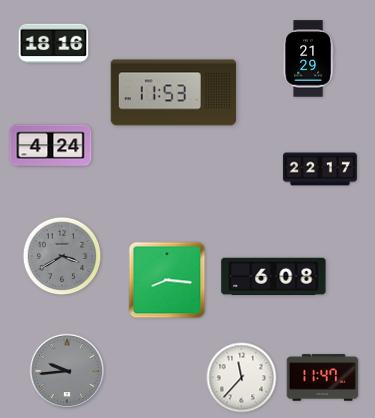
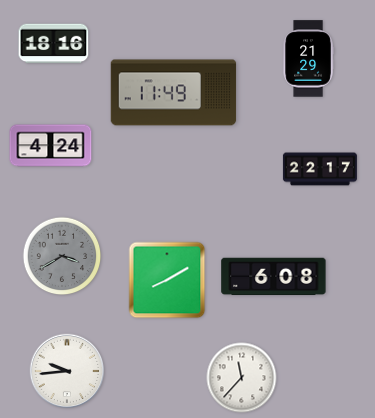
clock at (174, 93): 11:53 -> 11:49
clock at (167, 280): 8:16 -> 8:10
clock at (67, 371) dial: grey -> white
clock at (323, 378): 11:47 -> none
